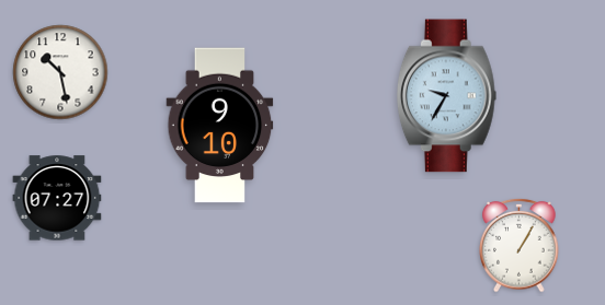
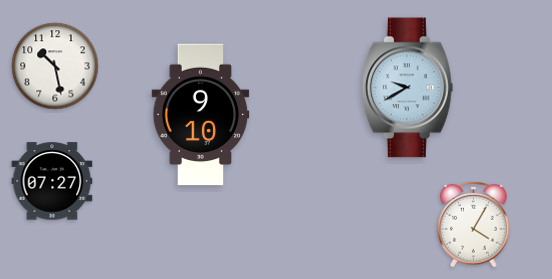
clock at (446, 96): 9:35 -> 9:40
clock at (520, 245): 1:05 -> 4:05
